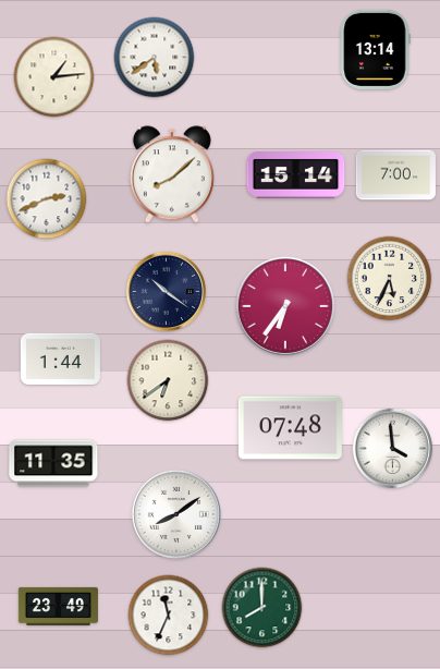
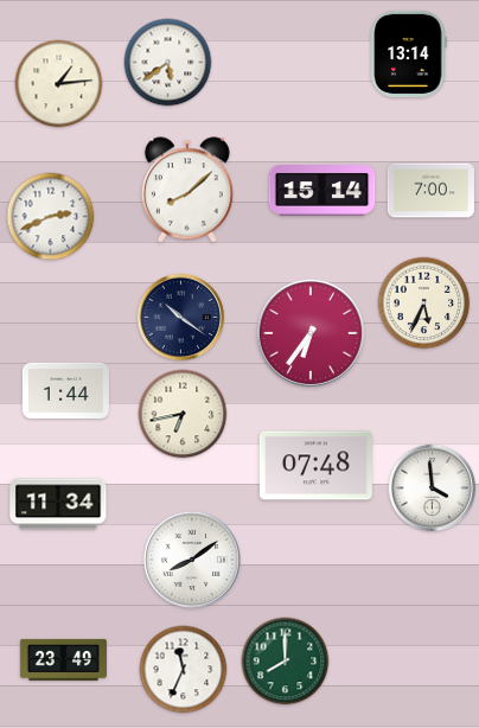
clock at (168, 380): 6:39 -> 6:43
clock at (393, 449) position: (393, 449) -> (433, 488)
clock at (53, 463): 11:35 -> 11:34
